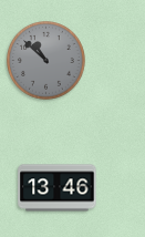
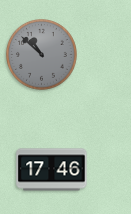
clock at (58, 188): 13:46 -> 17:46
